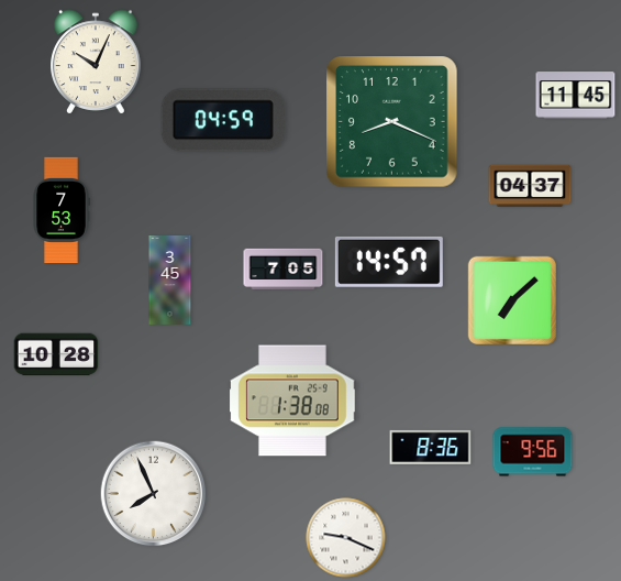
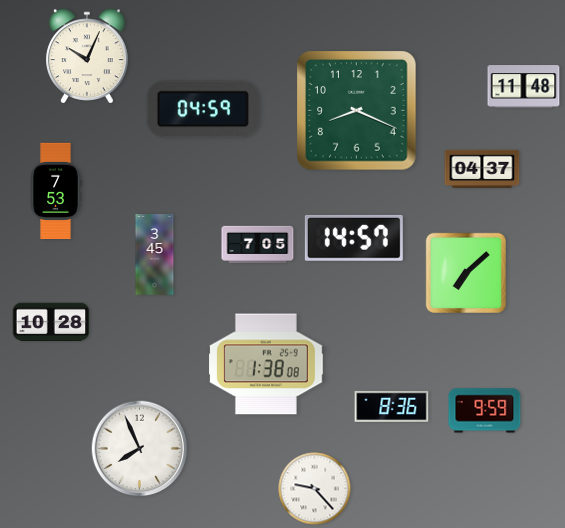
clock at (576, 96): 11:45 -> 11:48
clock at (533, 452): 9:56 -> 9:59
clock at (346, 538): 9:19 -> 9:23
